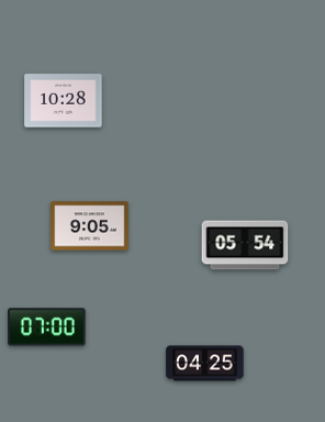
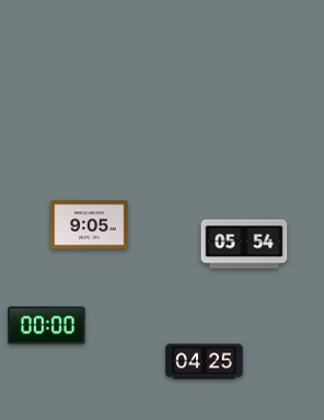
clock at (64, 101): 10:28 -> none
clock at (47, 327): 07:00 -> 00:00
